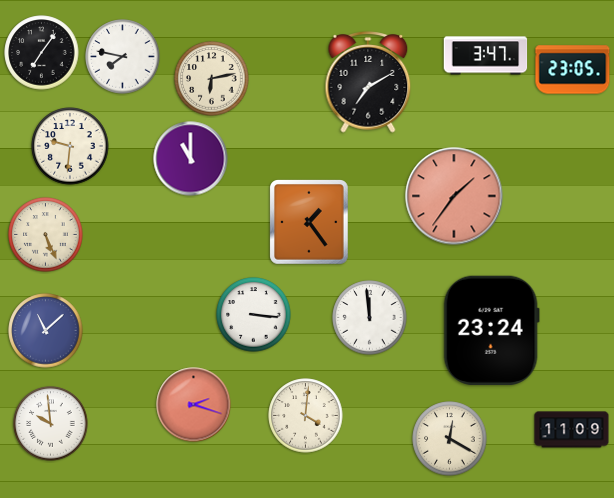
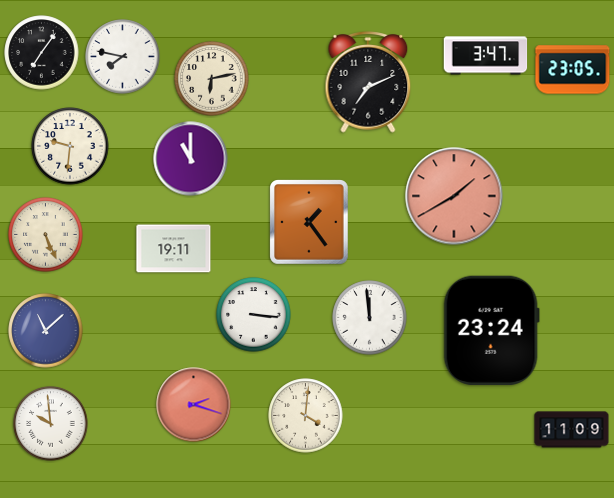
clock at (368, 82): 7:10 -> 7:11
clock at (454, 196): 1:36 -> 1:40
clock at (174, 249): none -> 19:11
clock at (450, 439): 12:20 -> none
